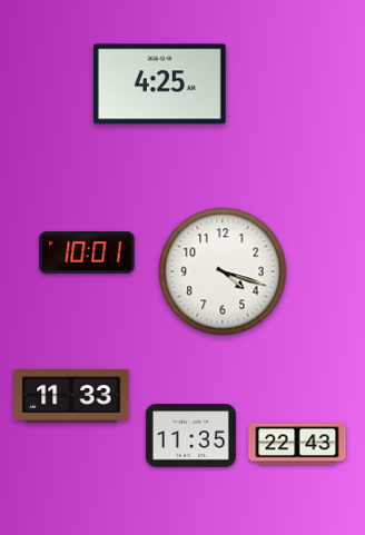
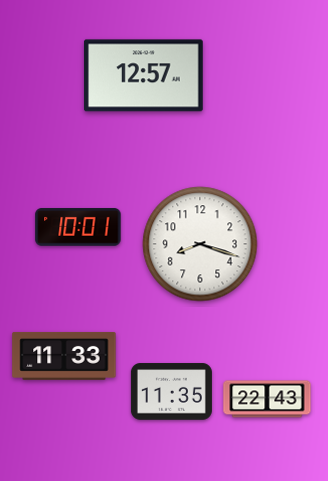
clock at (159, 85): 4:25 -> 12:57
clock at (223, 271): 4:18 -> 8:18
